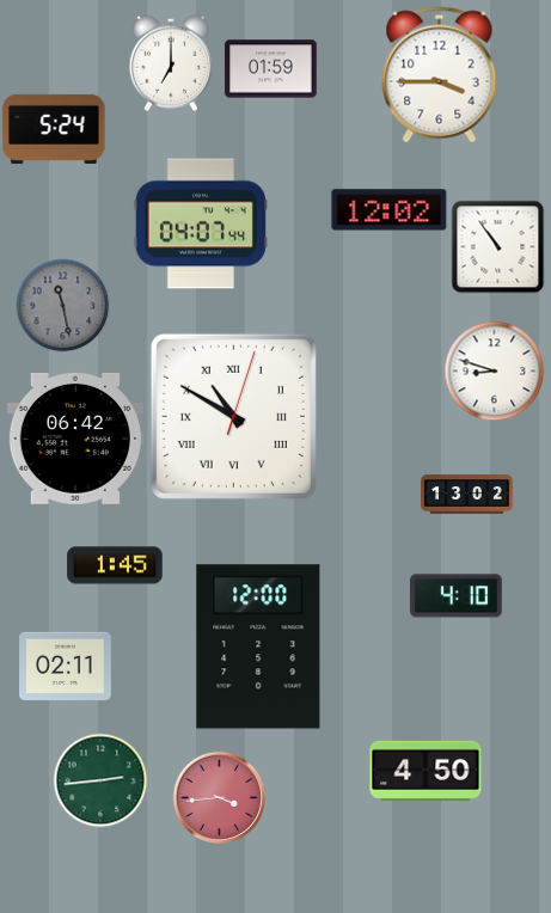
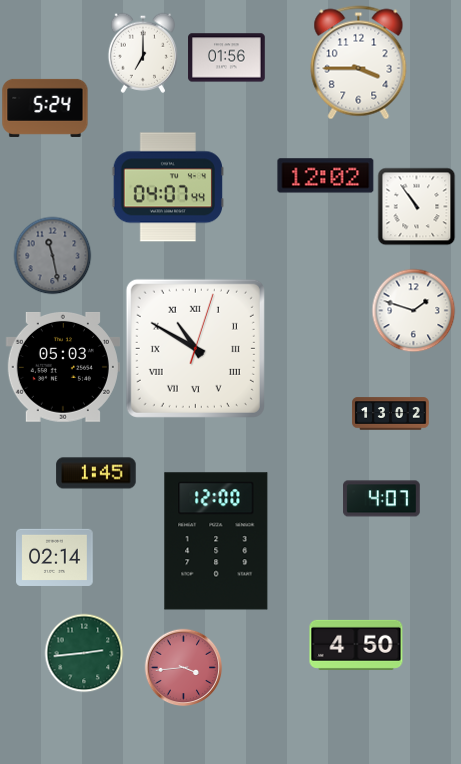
clock at (271, 69): 01:59 -> 01:56
clock at (440, 75) position: (440, 75) -> (359, 63)
clock at (494, 370): 8:48 -> 1:48
clock at (75, 439): 06:42 -> 05:03
clock at (457, 596): 4:10 -> 4:07
clock at (66, 666): 02:11 -> 02:14
